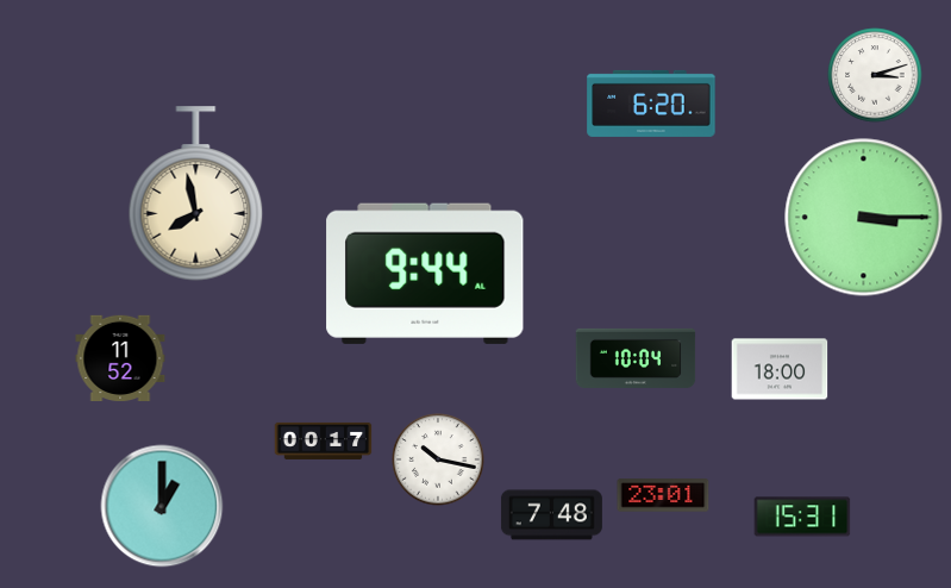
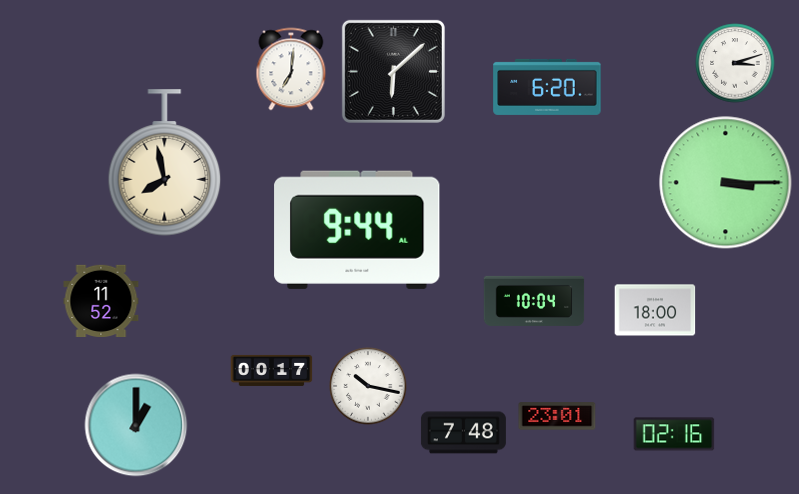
clock at (291, 69): none -> 7:01
clock at (393, 71): none -> 6:08
clock at (802, 517): 15:31 -> 02:16
